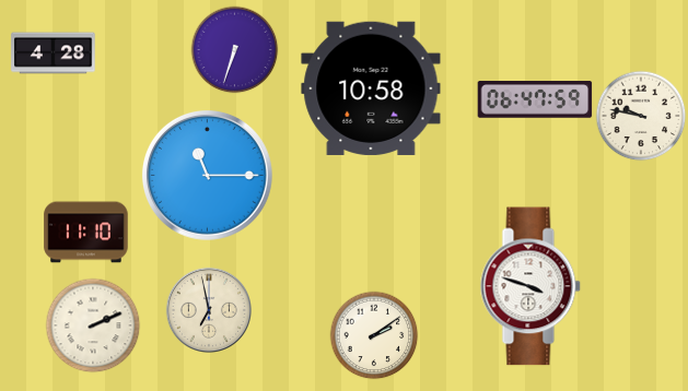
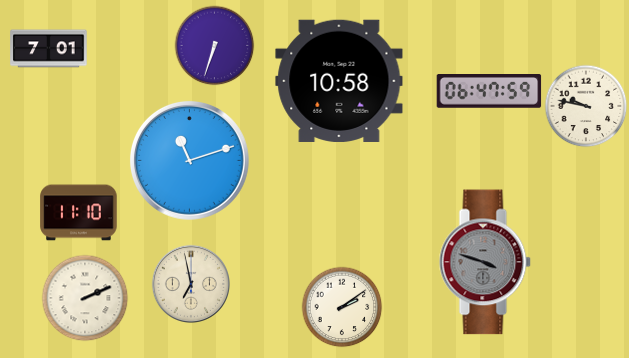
clock at (54, 54): 4:28 -> 7:01
clock at (207, 175): 11:15 -> 11:12
clock at (530, 286) dial: white -> grey
